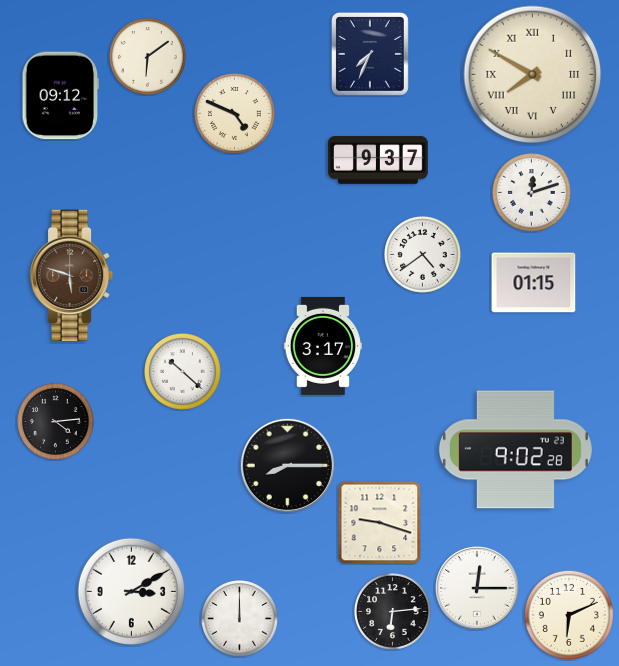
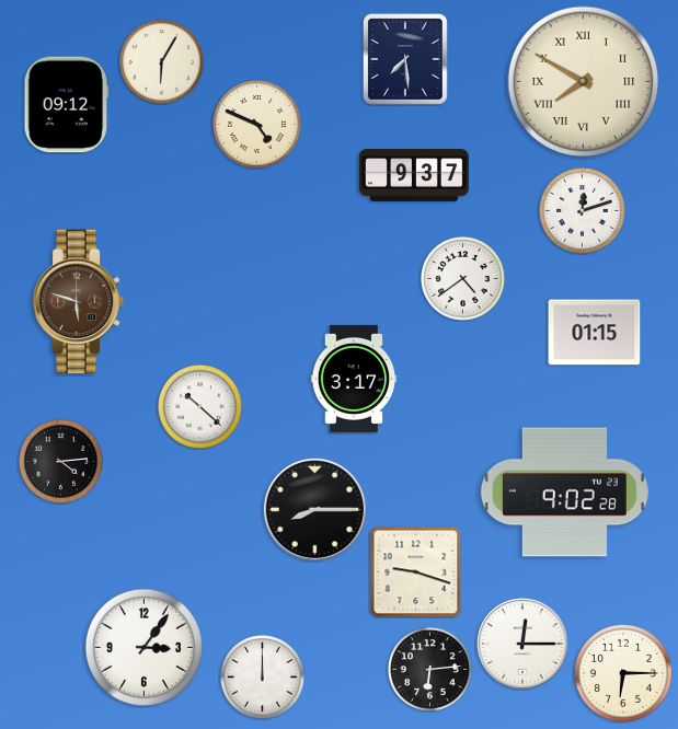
clock at (370, 54): 7:34 -> 7:29
clock at (148, 57): 6:09 -> 6:05
clock at (534, 283) position: (534, 283) -> (595, 333)
clock at (131, 591): 3:10 -> 3:06
clock at (569, 615): 6:11 -> 6:15
